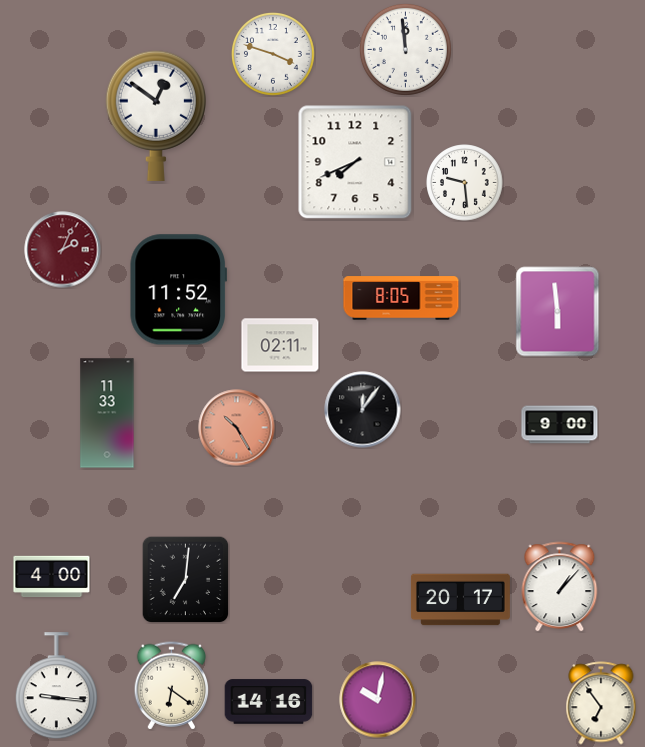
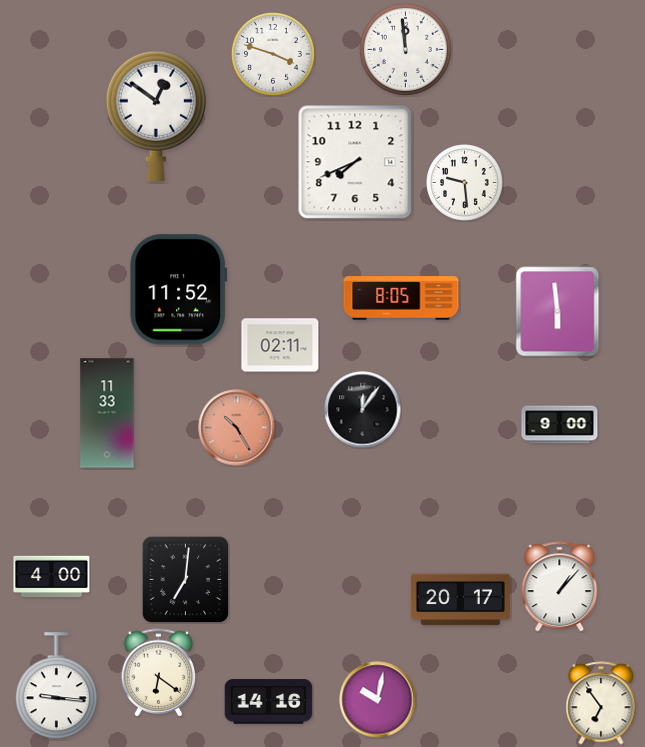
clock at (63, 250): 2:04 -> none
clock at (172, 686) position: (172, 686) -> (159, 673)
